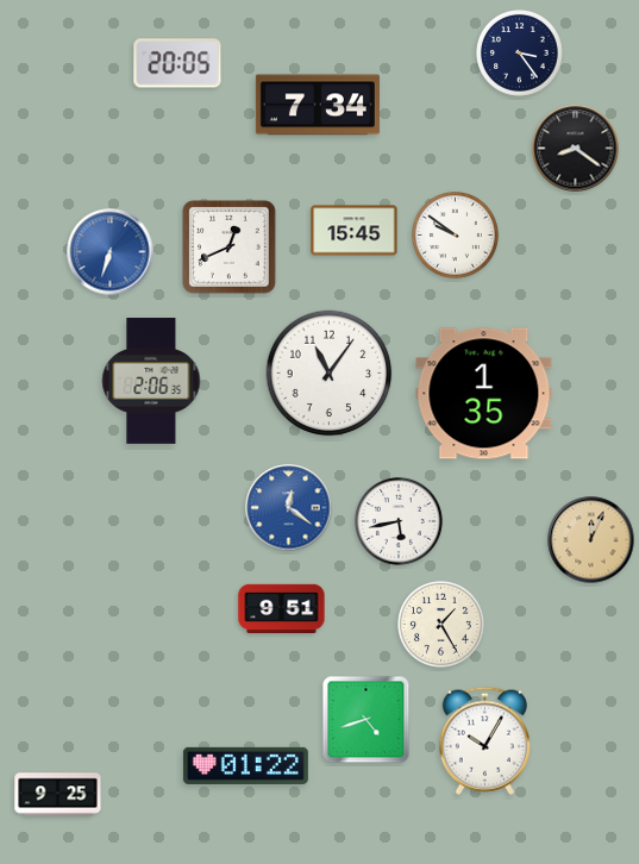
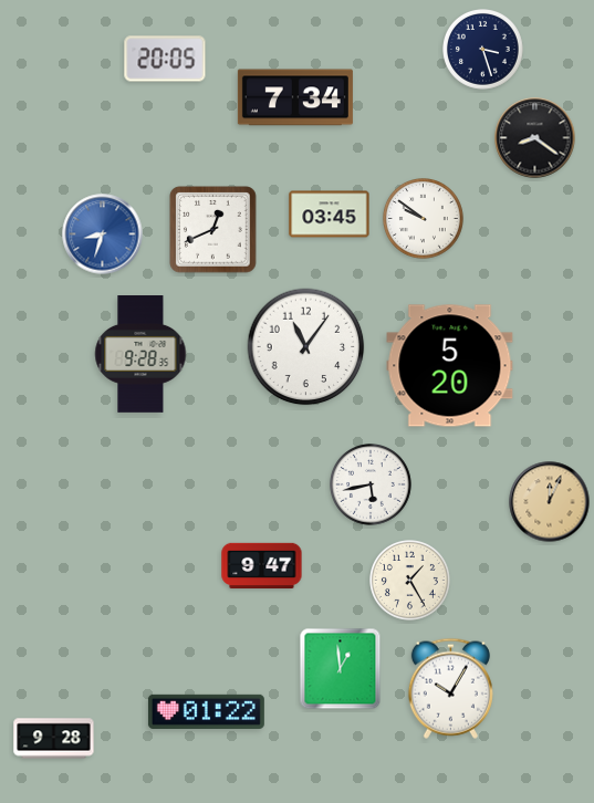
clock at (520, 54): 3:24 -> 3:27
clock at (355, 231): 15:45 -> 03:45
clock at (111, 252): 6:33 -> 8:33
clock at (151, 382): 2:06 -> 9:28
clock at (484, 394): 1:35 -> 5:20
clock at (289, 508): 12:21 -> none
clock at (282, 608): 9:51 -> 9:47
clock at (367, 720): 4:42 -> 12:59
clock at (245, 765) position: (245, 765) -> (206, 711)
clock at (58, 795): 9:25 -> 9:28
